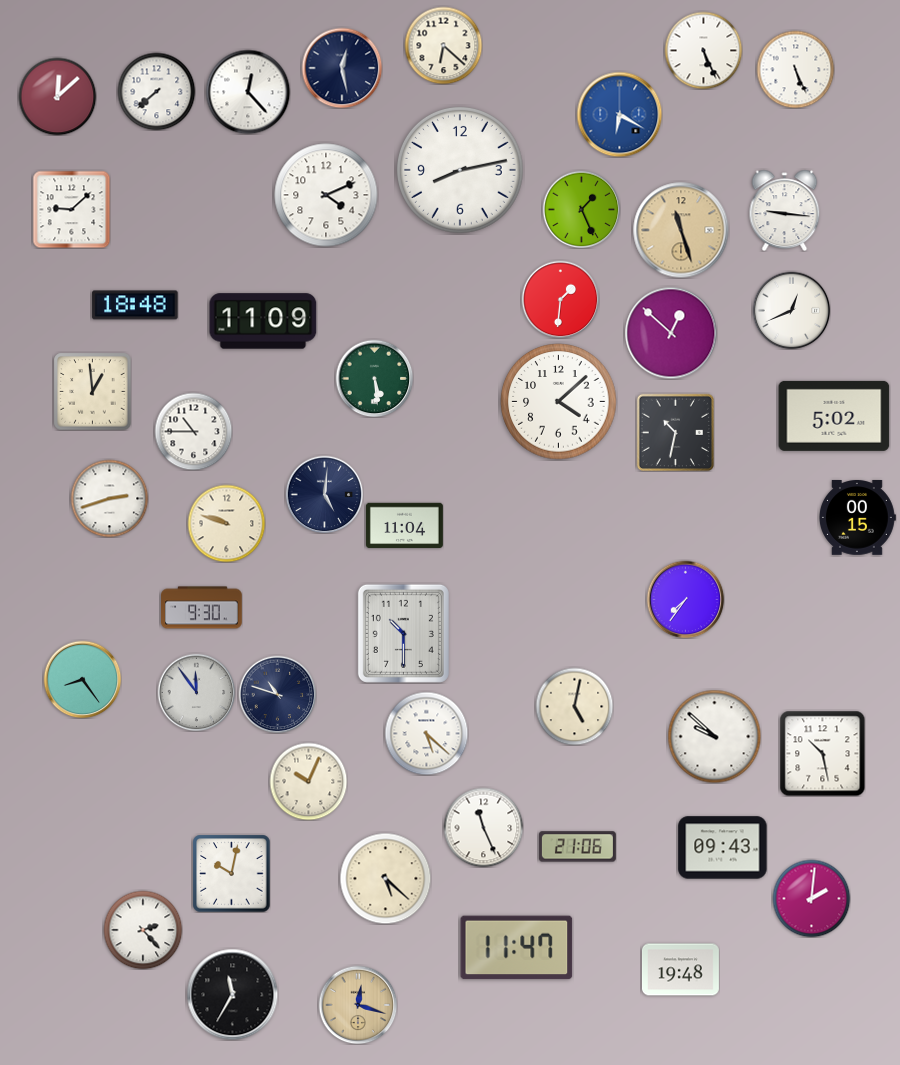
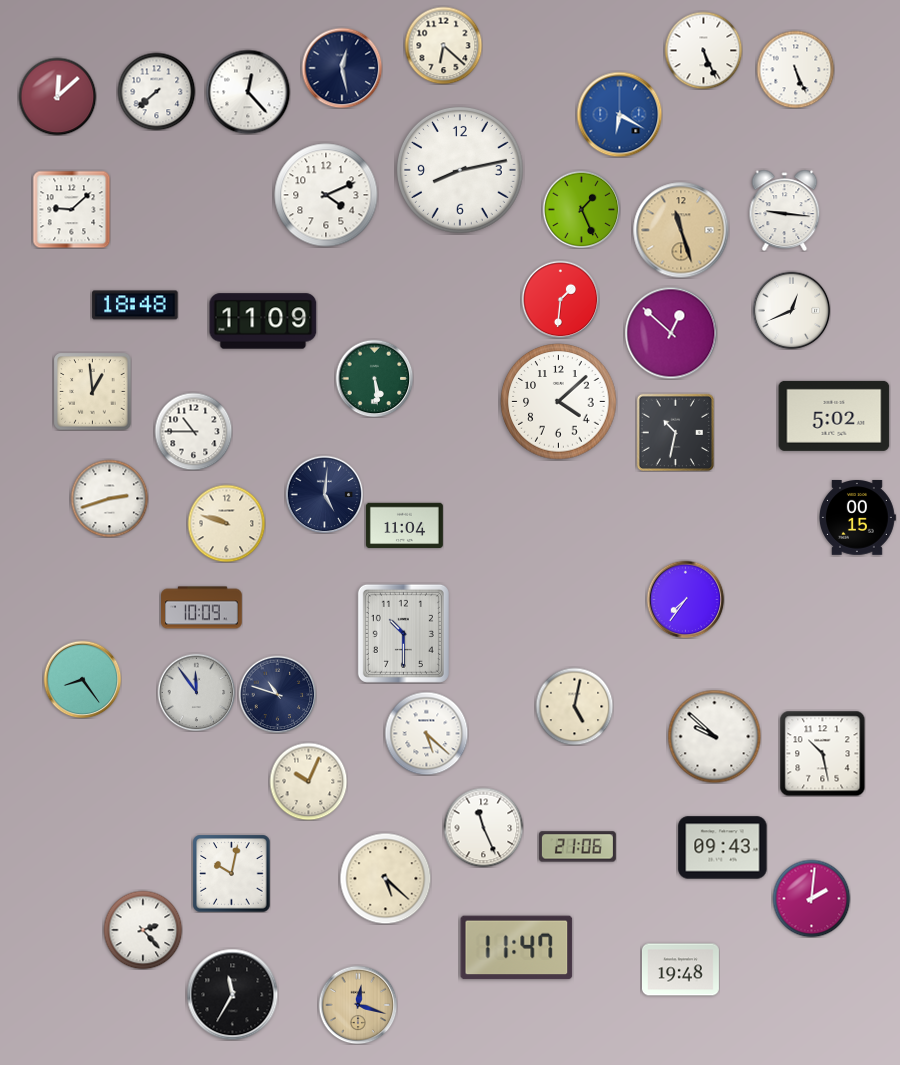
clock at (202, 608): 9:30 -> 10:09
